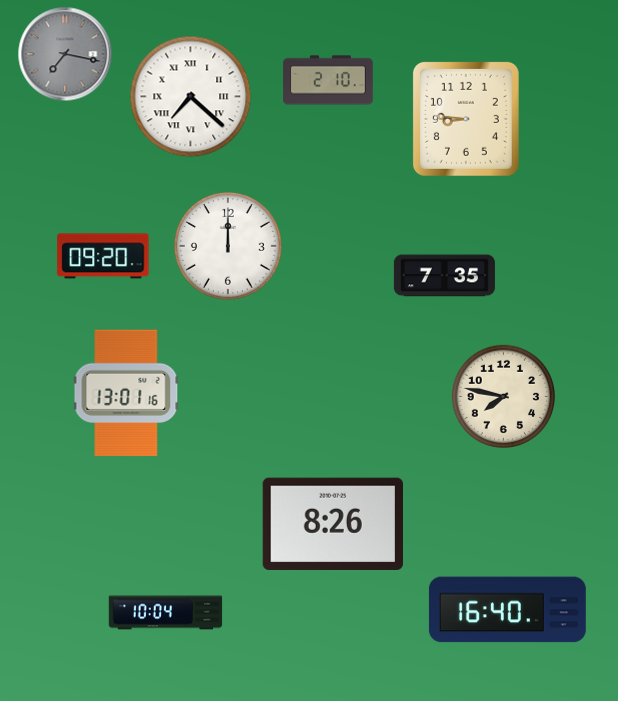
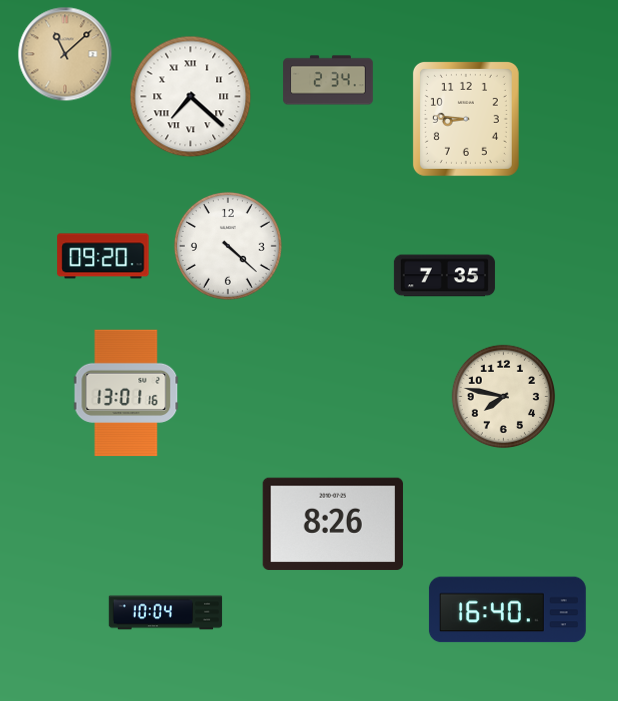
clock at (65, 54): 7:17 -> 11:08
clock at (65, 54) dial: grey -> champagne
clock at (328, 80): 2:10 -> 2:34
clock at (228, 246): 12:00 -> 4:22
